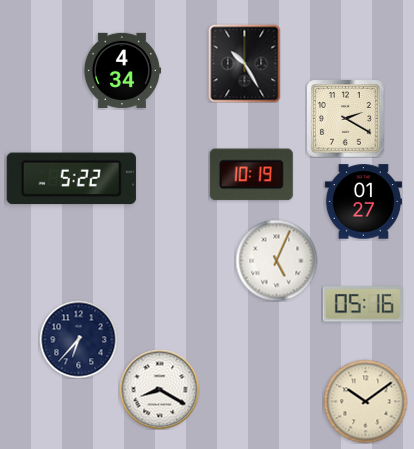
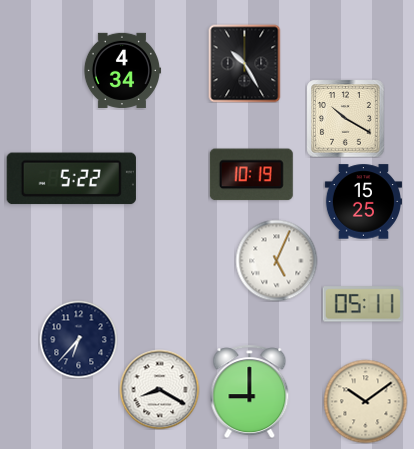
clock at (345, 118): 2:20 -> 10:20
clock at (363, 202): 01:27 -> 15:25
clock at (363, 304): 05:16 -> 05:11
clock at (250, 391): none -> 9:00
